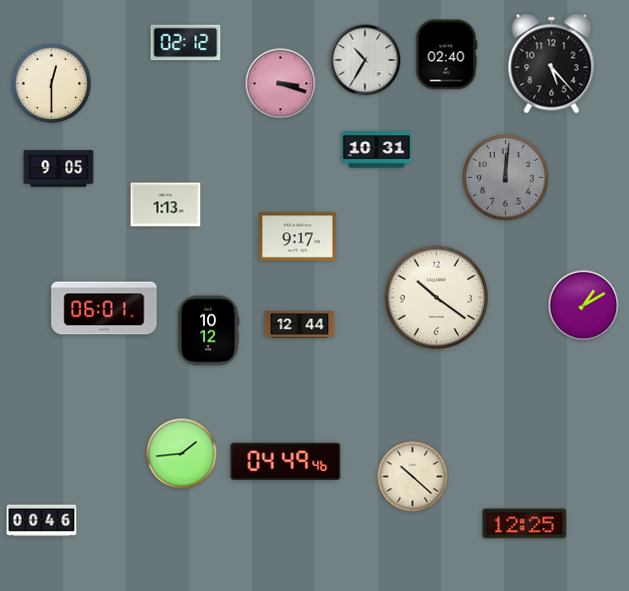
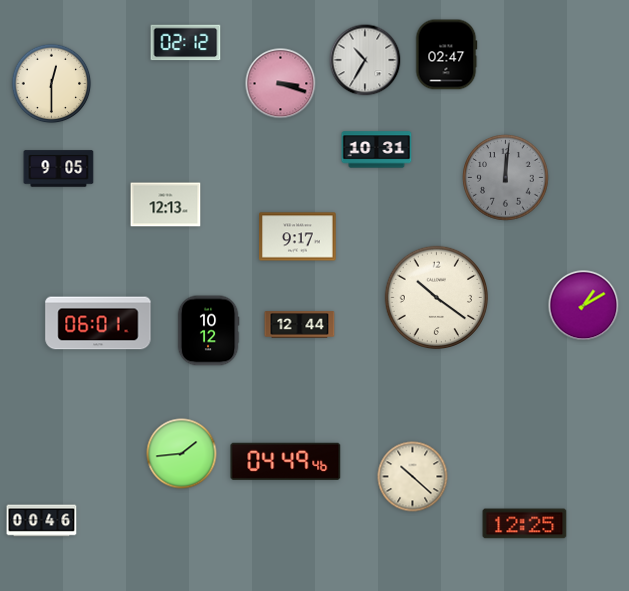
clock at (446, 55): 02:40 -> 02:47
clock at (552, 64): 5:23 -> none
clock at (166, 205): 1:13 -> 12:13
clock at (104, 308) position: (104, 308) -> (98, 323)
